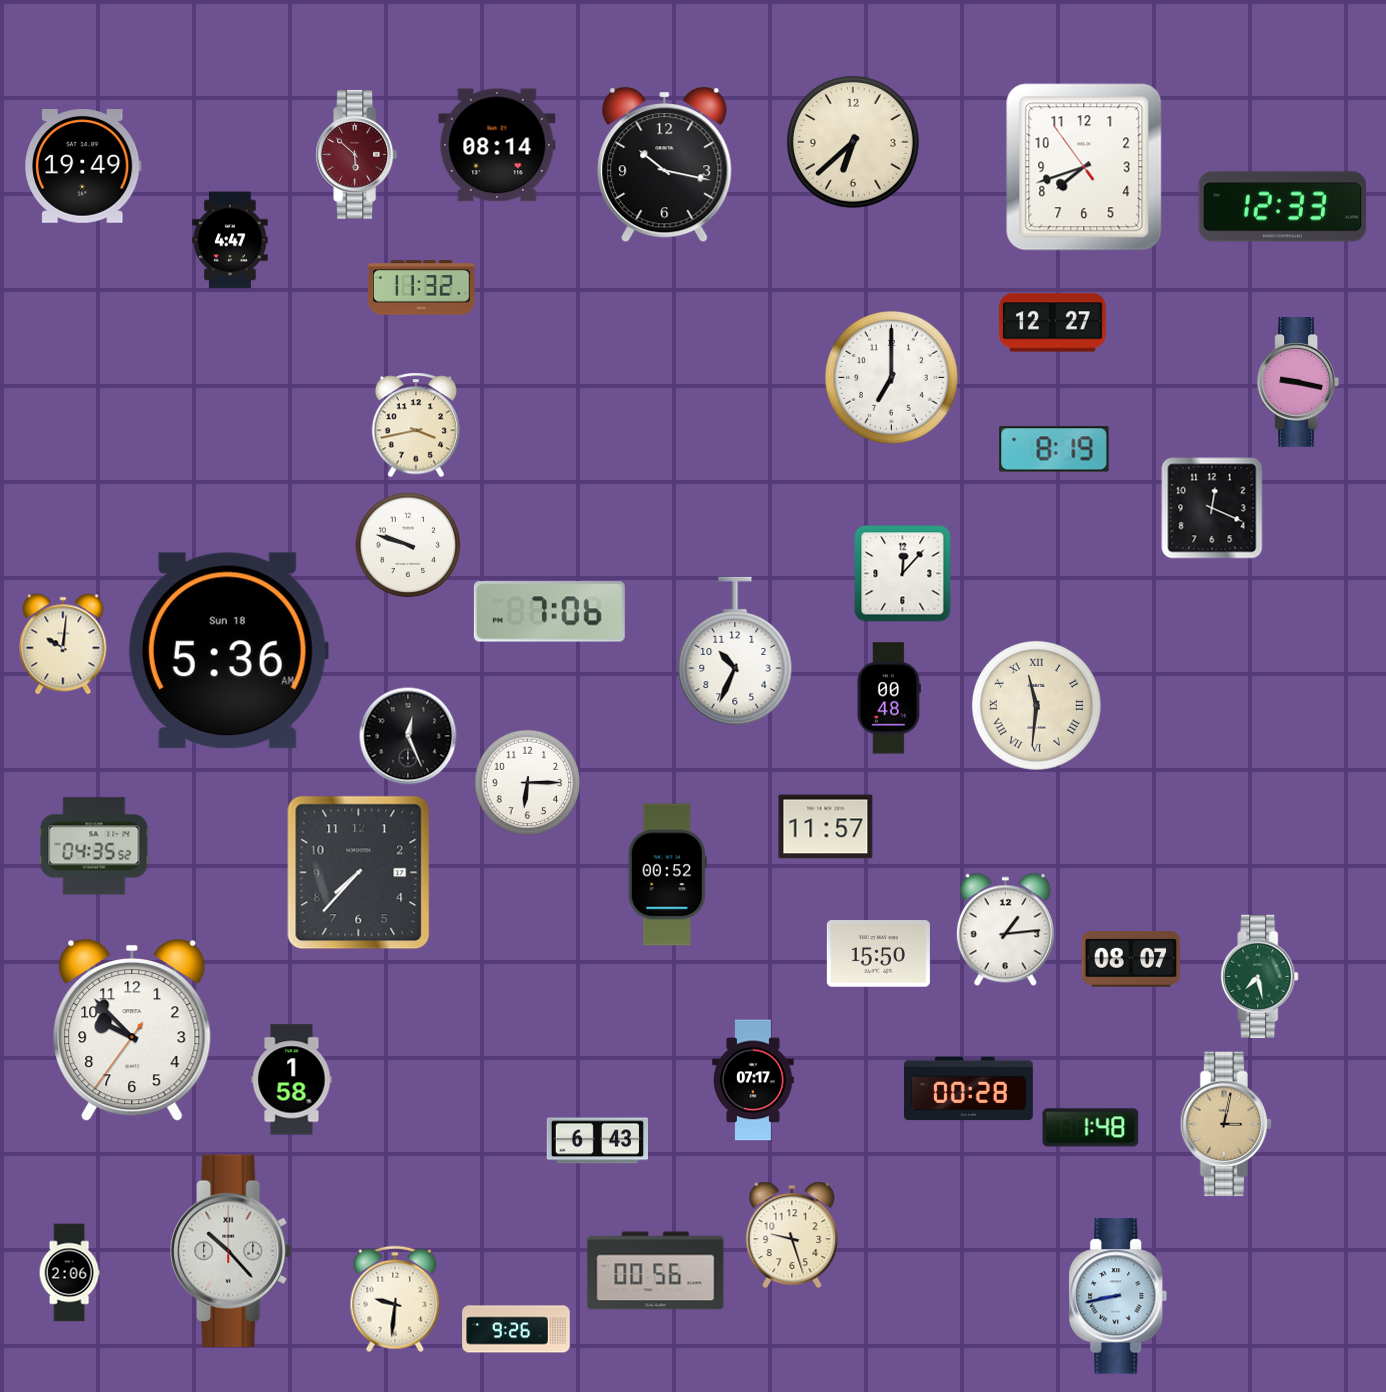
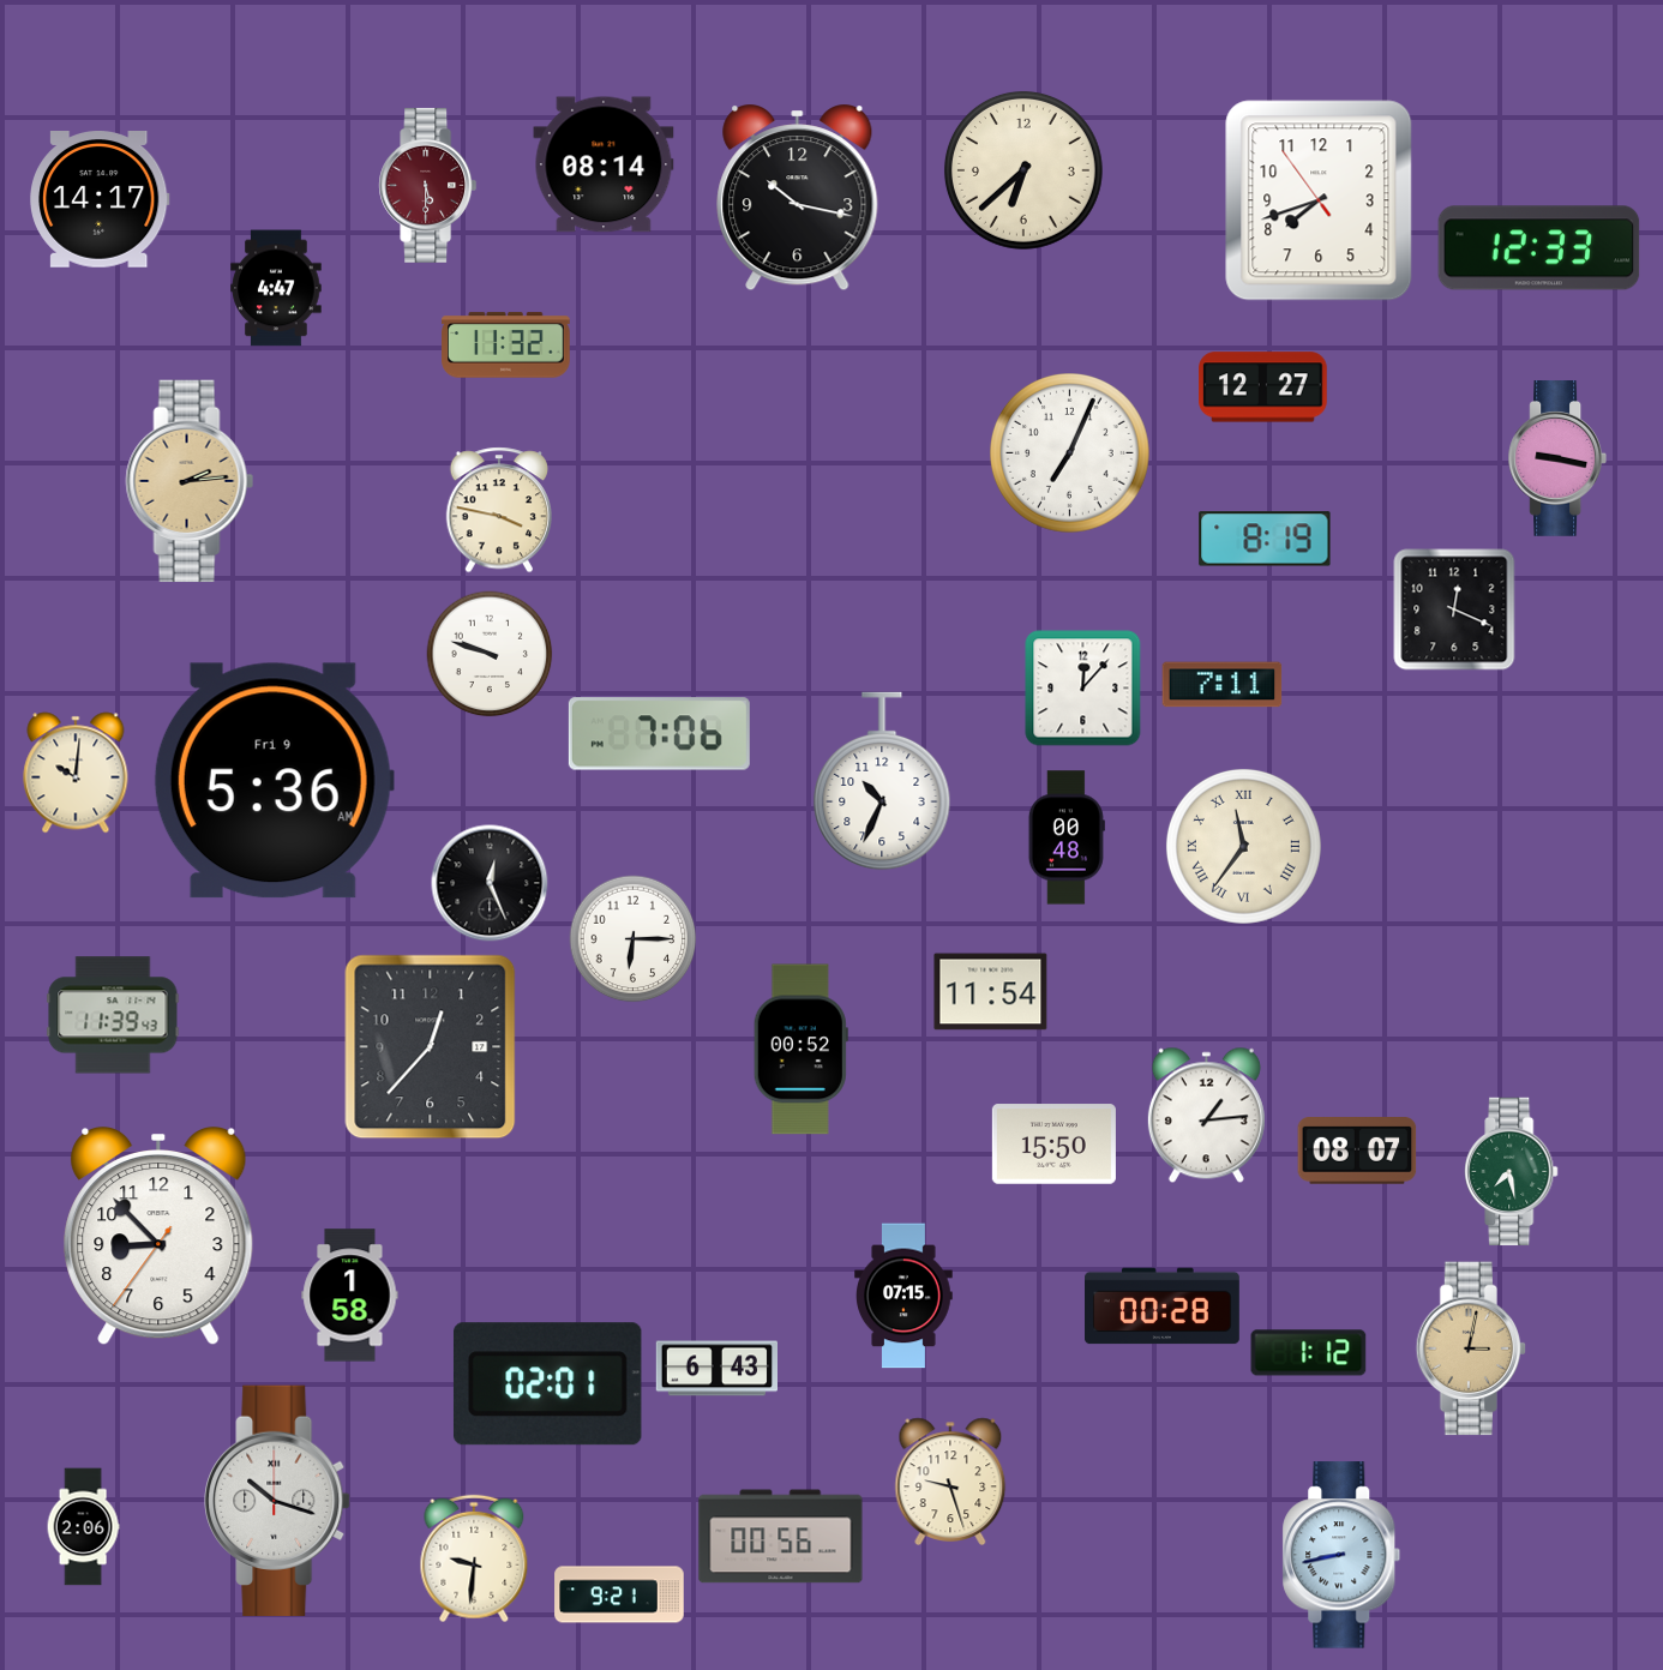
clock at (497, 145) position: (497, 145) -> (604, 164)
clock at (357, 154): 5:52 -> 5:30
clock at (84, 167): 19:49 -> 14:17
clock at (1084, 167) position: (1084, 167) -> (1319, 200)
clock at (892, 378): 7:00 -> 7:04
clock at (190, 481): none -> 2:14
clock at (416, 425): 3:43 -> 3:47
clock at (1223, 685): none -> 7:11
clock at (228, 651) date: Sun 18 -> Fri 9
clock at (1036, 705): 11:31 -> 11:36
clock at (826, 827): 11:57 -> 11:54
clock at (94, 846): 04:35 -> 11:39
clock at (359, 873): 7:37 -> 12:37
clock at (132, 1030): 9:52 -> 8:52
clock at (754, 1080): 07:17 -> 07:15
clock at (1091, 1128): 1:48 -> 1:12
clock at (547, 1384): none -> 02:01
clock at (231, 1251): 10:23 -> 10:18
clock at (656, 1271) position: (656, 1271) -> (781, 1537)
clock at (516, 1329): 9:26 -> 9:21
